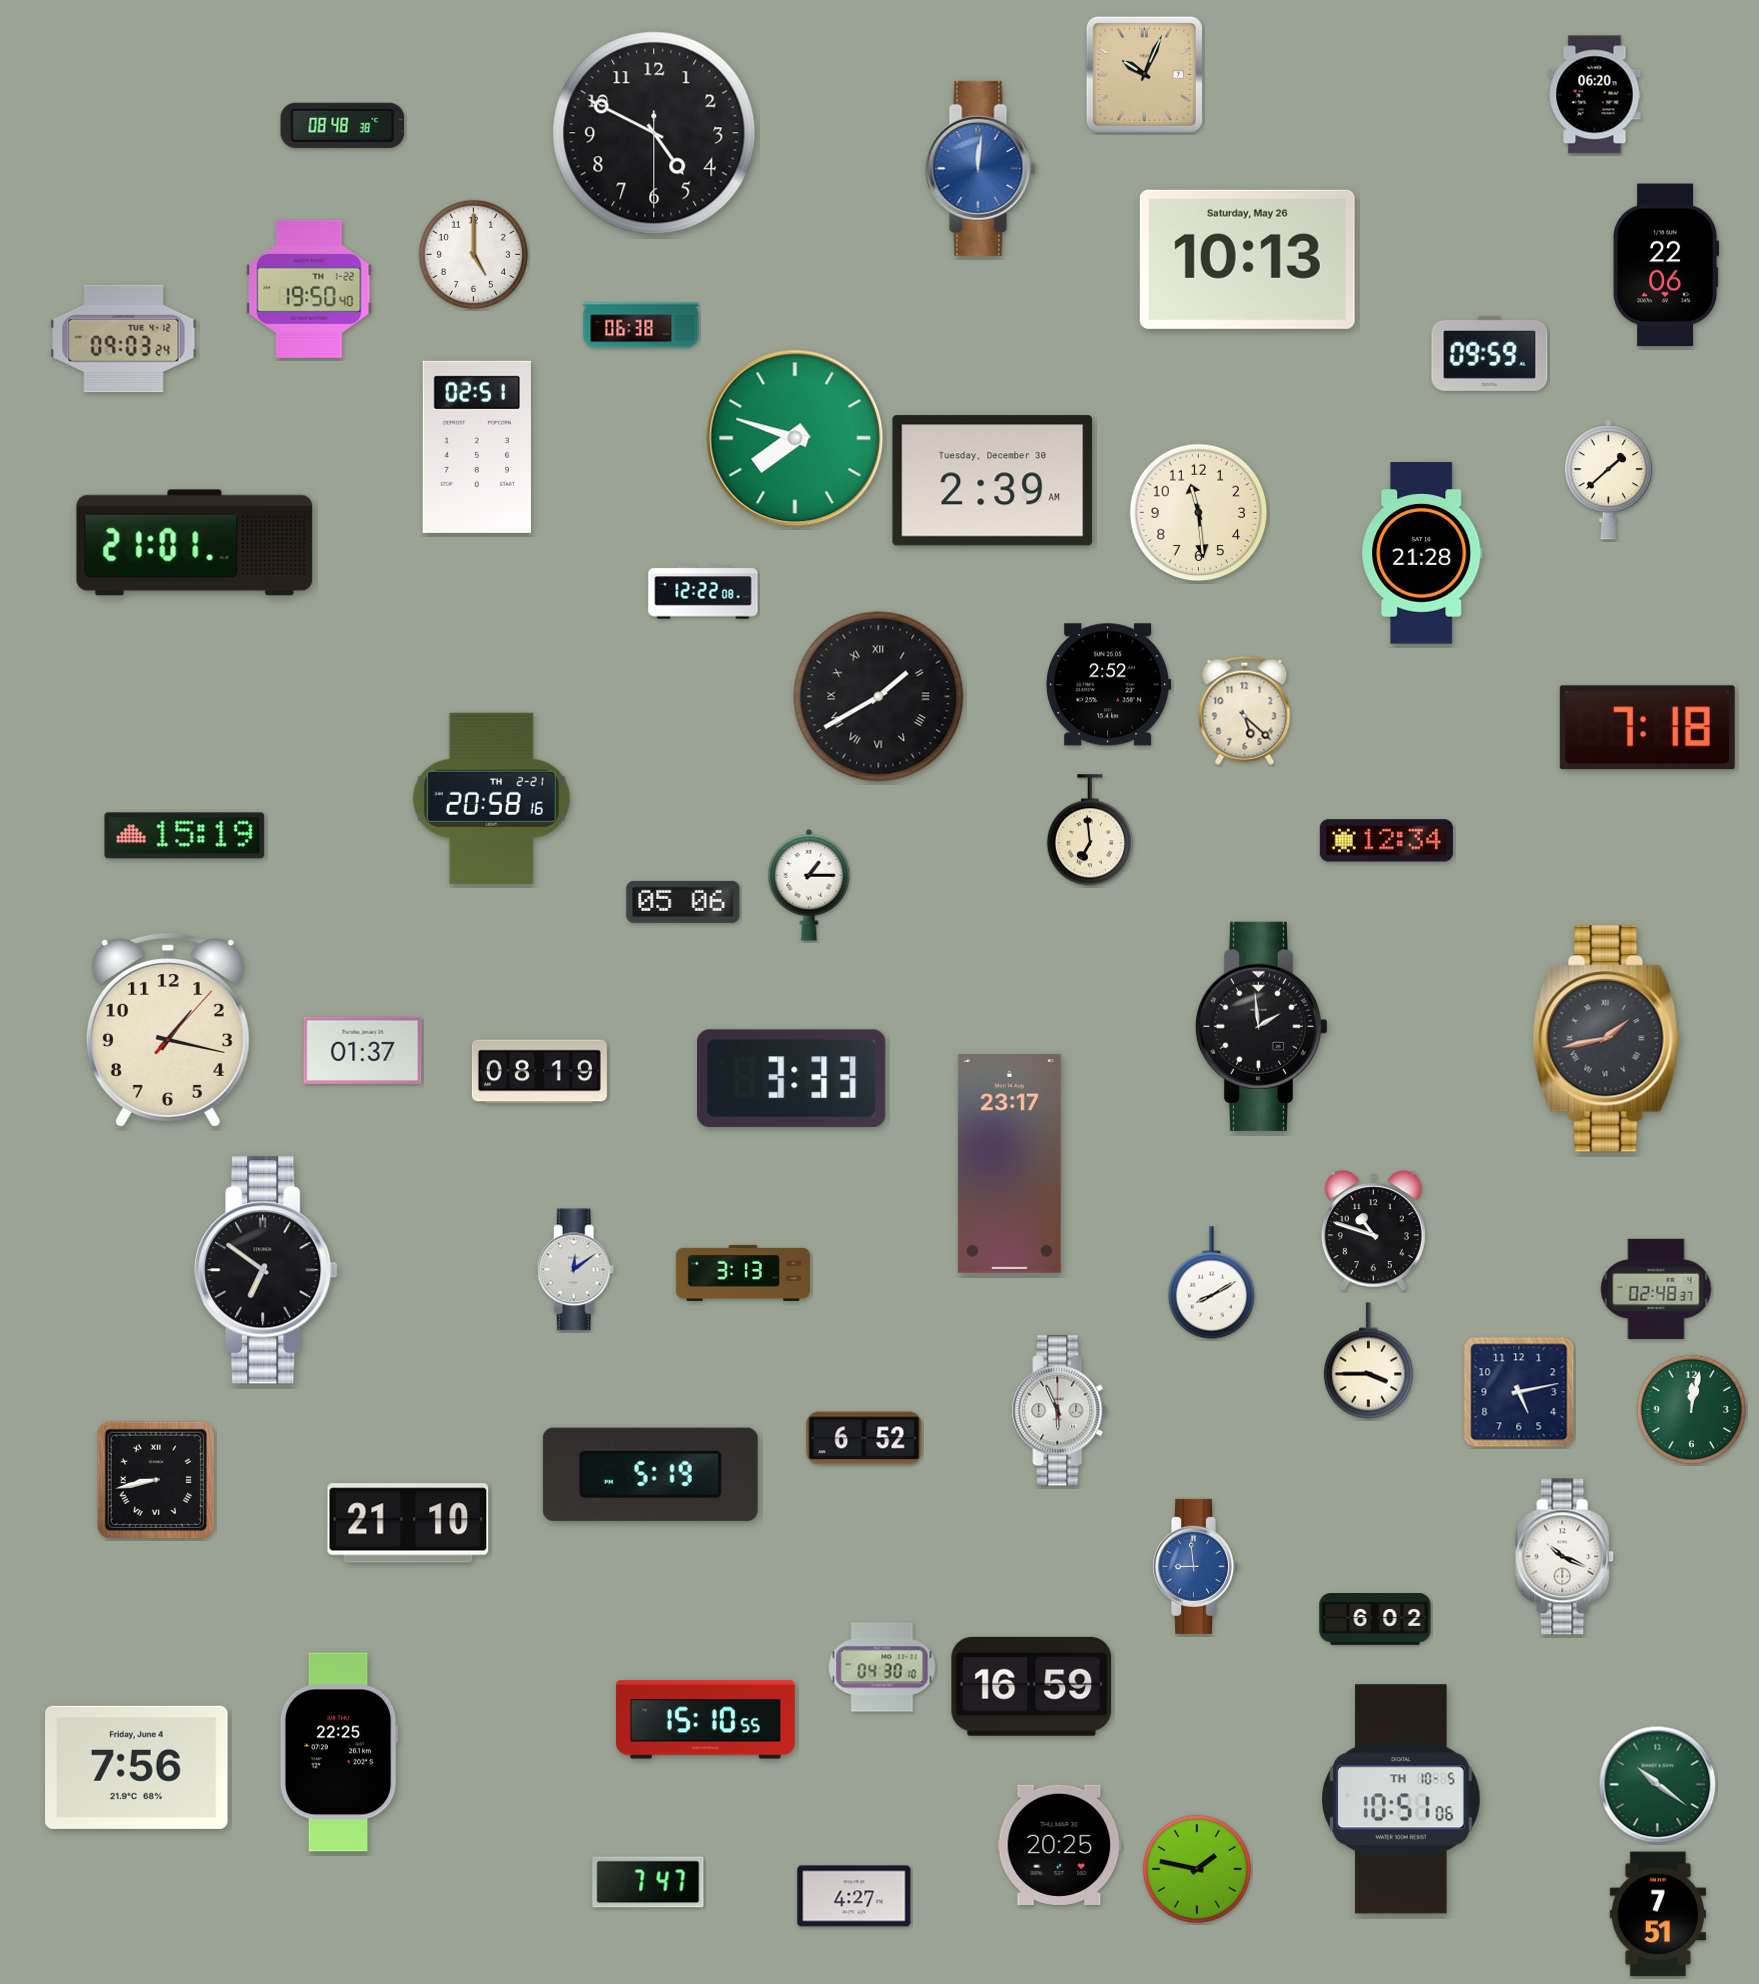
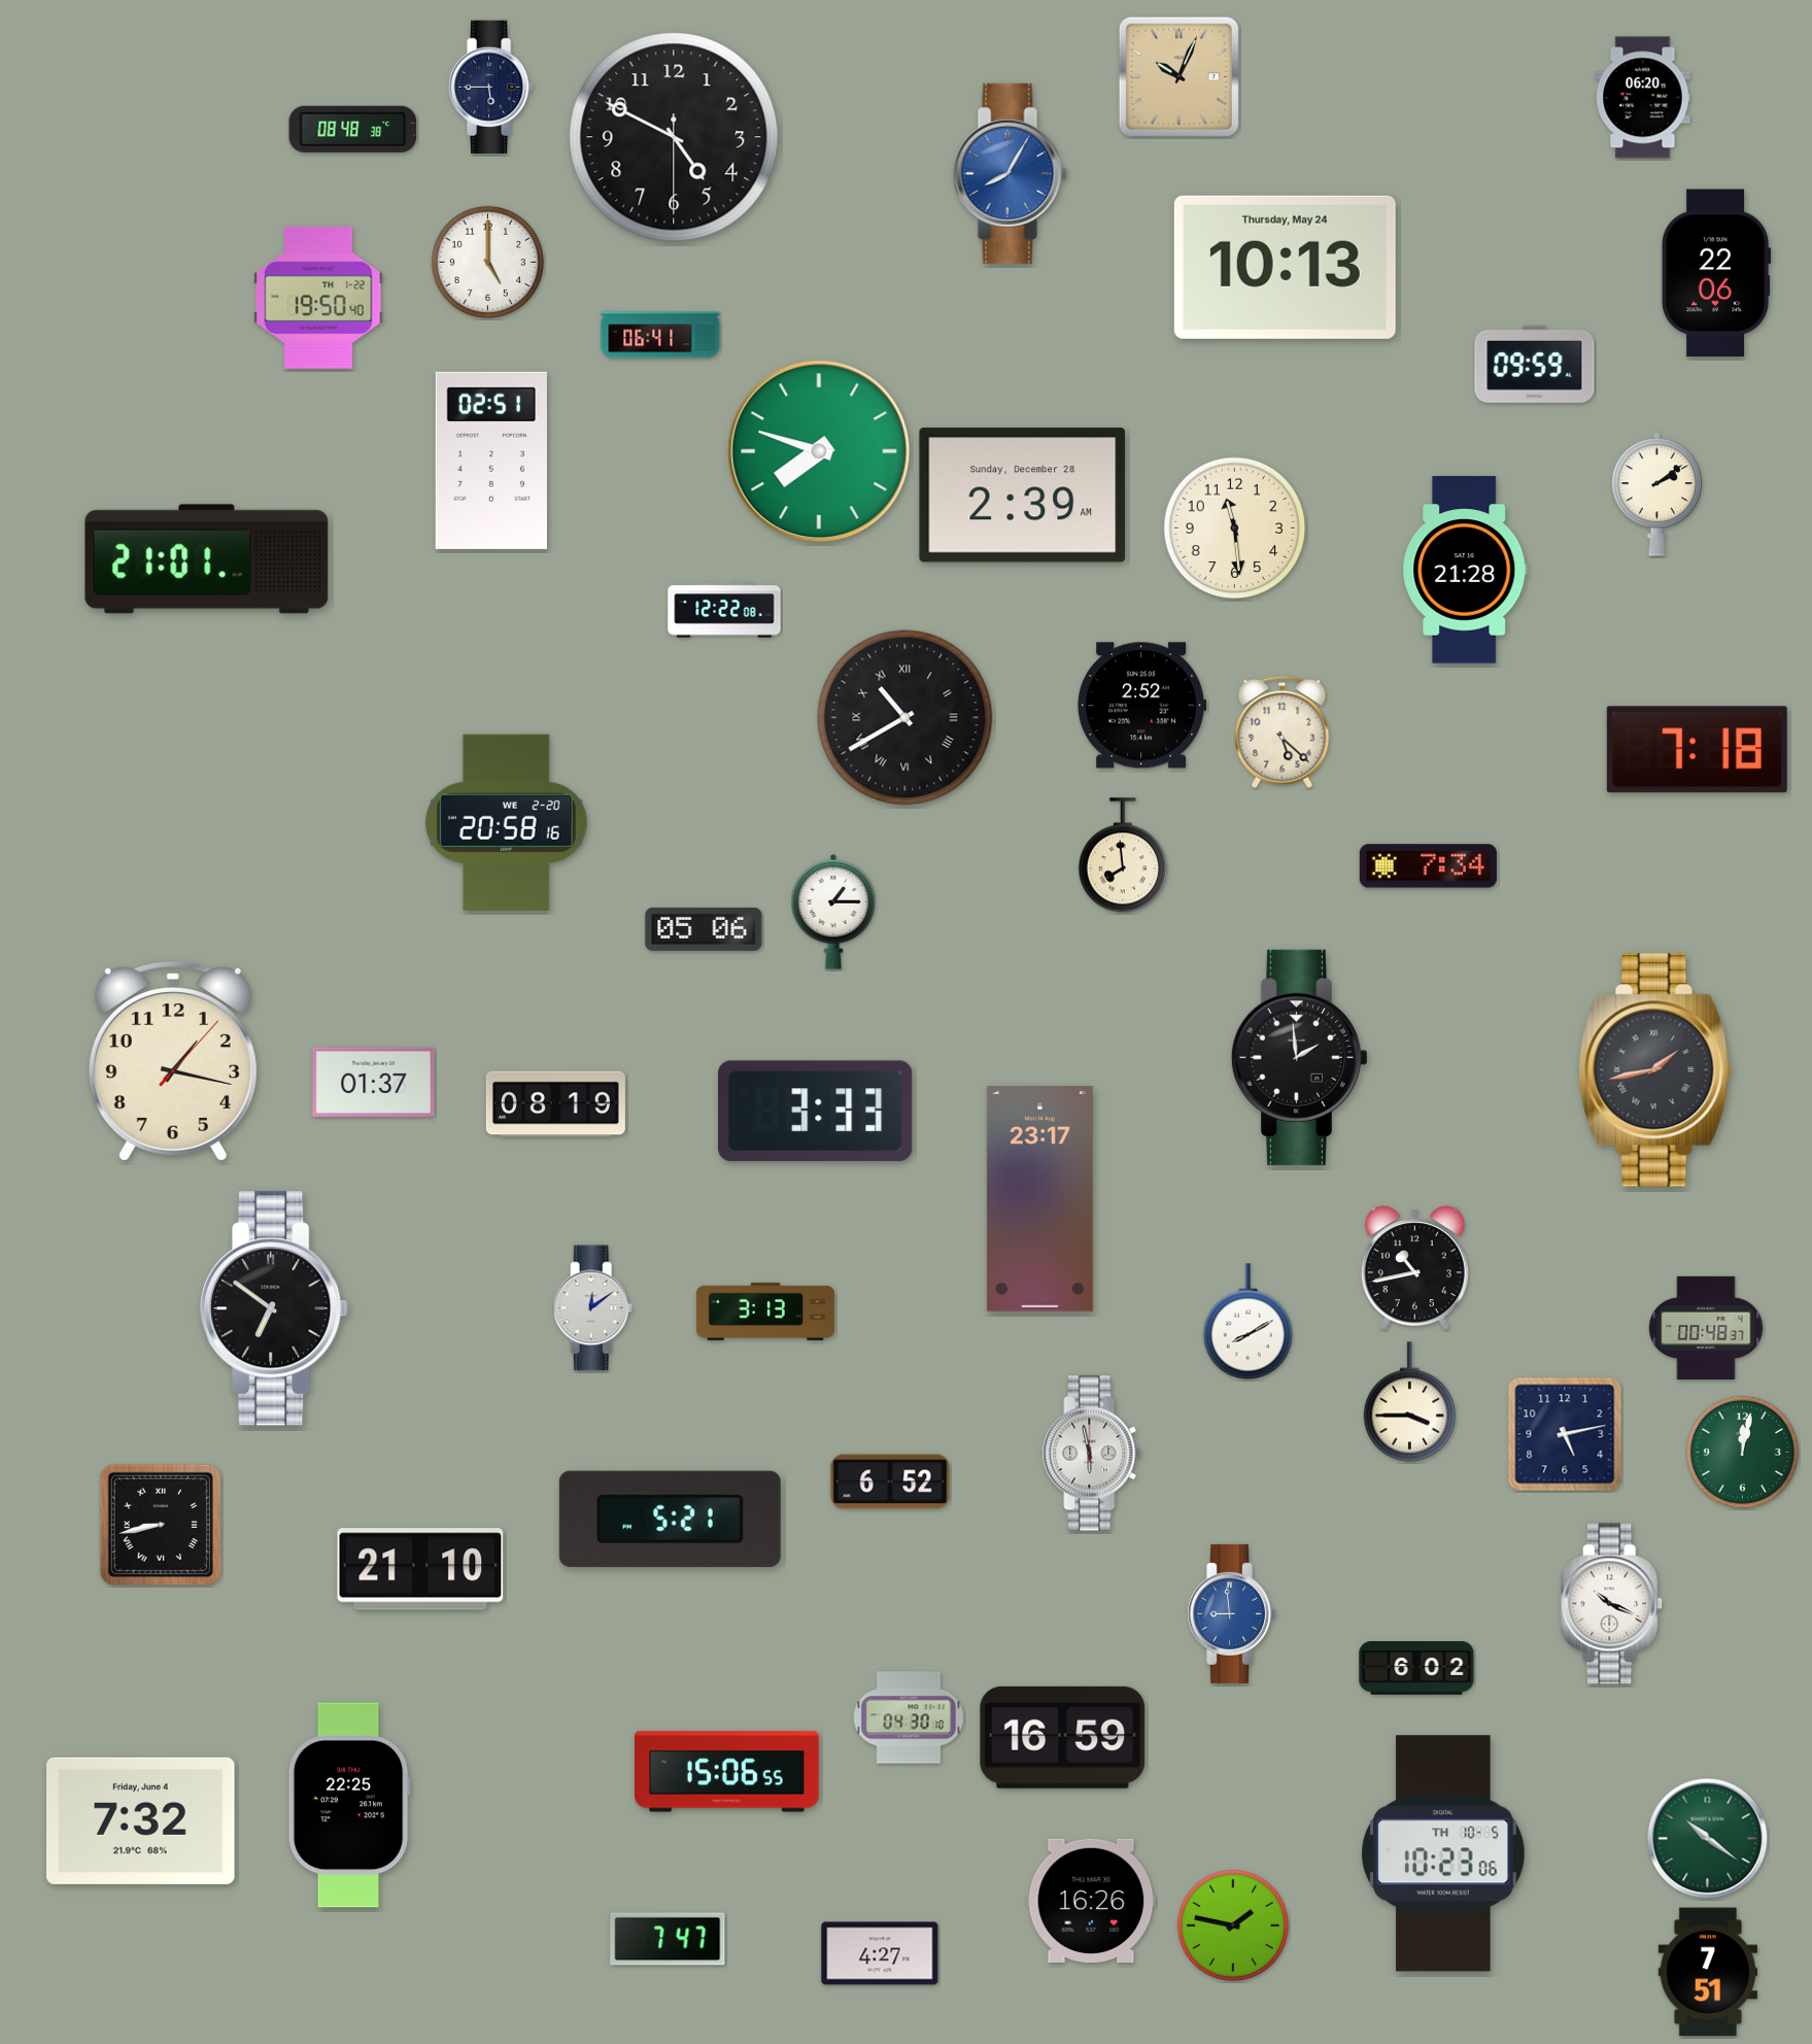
clock at (491, 88): none -> 5:45
clock at (980, 168): 12:01 -> 8:05
clock at (1247, 259) date: Saturday, May 26 -> Thursday, May 24
clock at (641, 325): 06:38 -> 06:41
clock at (124, 339): 09:03 -> none
clock at (1608, 480): 1:38 -> 2:09
clock at (993, 481) date: Tuesday, December 30 -> Sunday, December 28
clock at (195, 543) position: (195, 543) -> (207, 559)
clock at (879, 697): 1:40 -> 10:40
clock at (491, 798) date: TH 2-21 -> WE 2-20
clock at (1090, 831): 6:59 -> 7:59
clock at (185, 836): 15:19 -> none
clock at (1386, 841): 12:34 -> 7:34
clock at (1373, 1231): 10:48 -> 10:43
clock at (1656, 1288): 02:48 -> 00:48
clock at (1060, 1411): 5:56 -> 5:58
clock at (650, 1474): 5:19 -> 5:21
clock at (705, 1720): 15:10 -> 15:06
clock at (137, 1767): 7:56 -> 7:32
clock at (1401, 1799): 10:51 -> 10:23
clock at (1059, 1844): 20:25 -> 16:26
